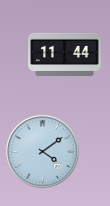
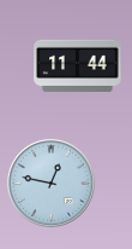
clock at (42, 151): 4:09 -> 12:47
